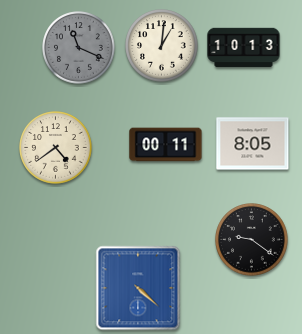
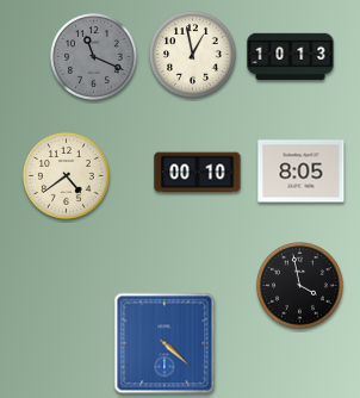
clock at (162, 46): 1:01 -> 12:58
clock at (166, 145): 00:11 -> 00:10
clock at (252, 240): 9:21 -> 3:58
